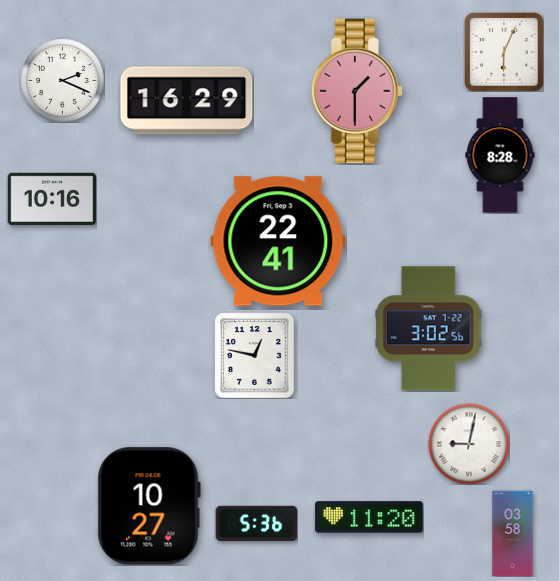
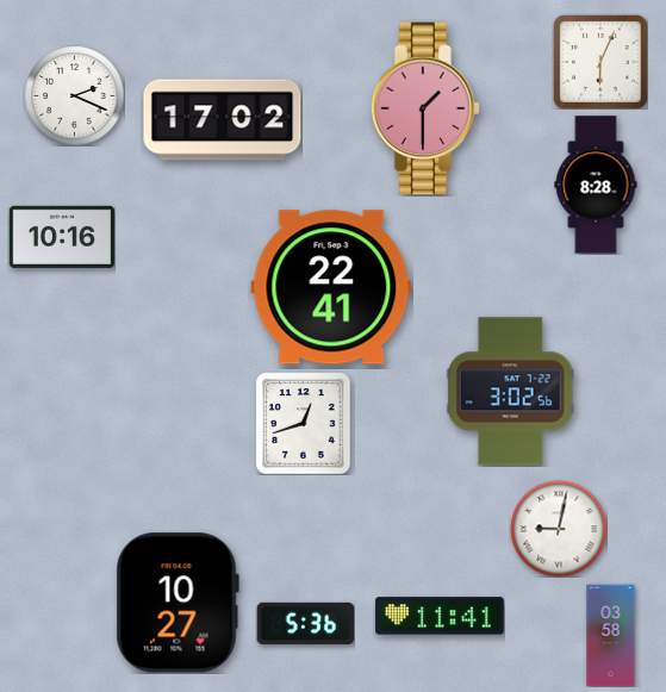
clock at (187, 101): 16:29 -> 17:02
clock at (255, 355): 12:47 -> 12:42
clock at (369, 517): 11:20 -> 11:41
